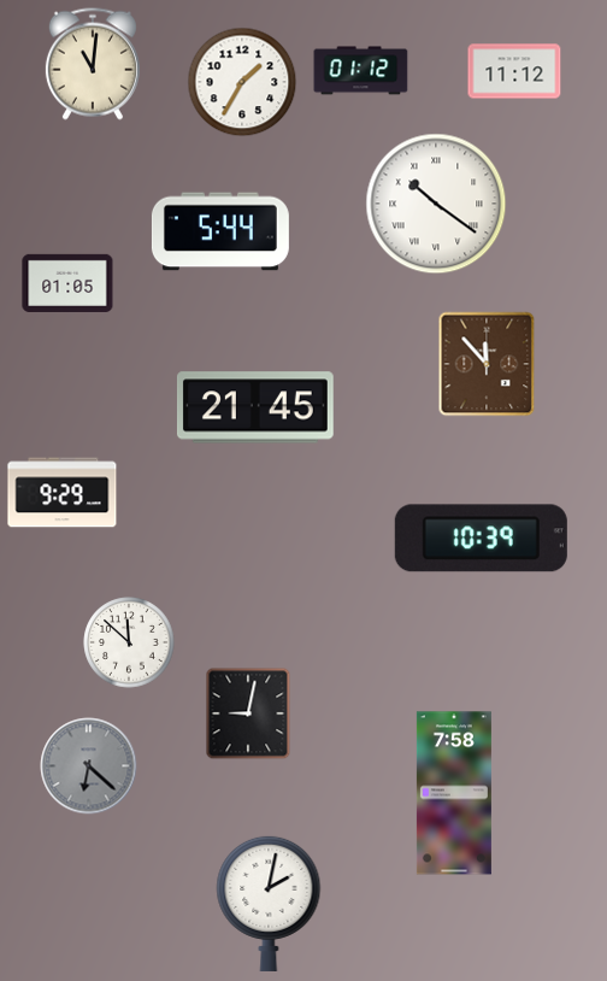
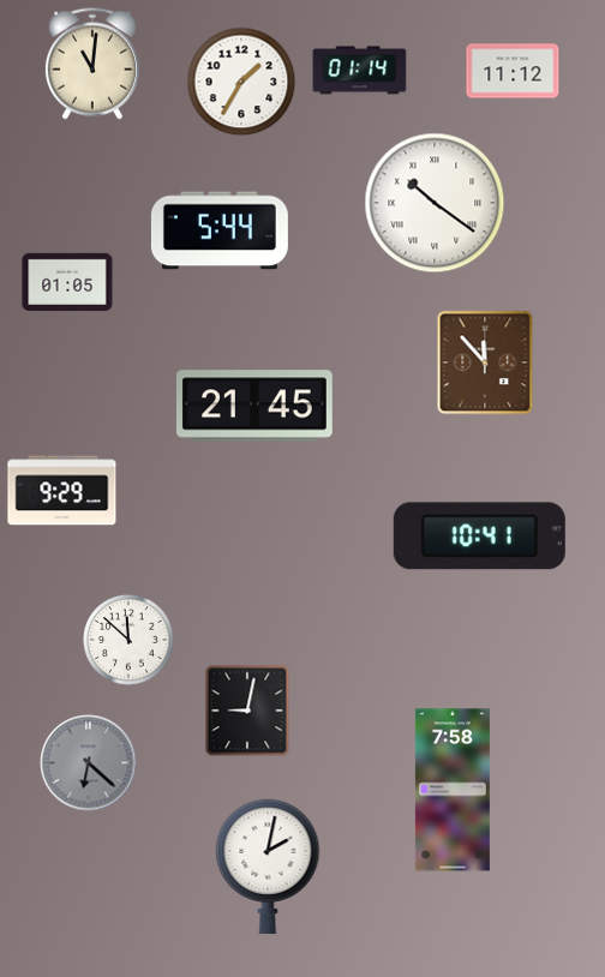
clock at (361, 71): 01:12 -> 01:14
clock at (481, 539): 10:39 -> 10:41
clock at (269, 903) position: (269, 903) -> (268, 865)
